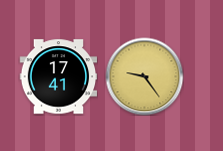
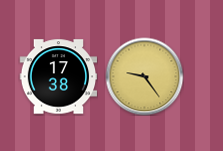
clock at (58, 77): 17:41 -> 17:38
